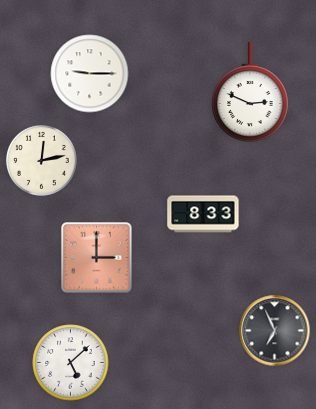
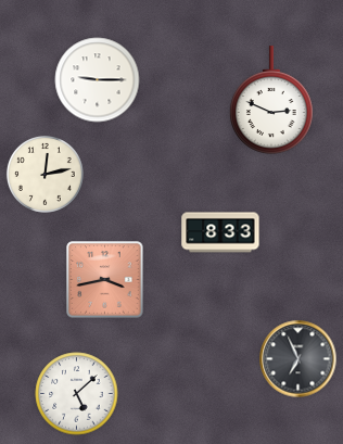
clock at (97, 258): 3:00 -> 3:43
